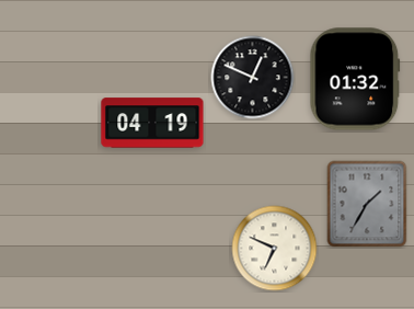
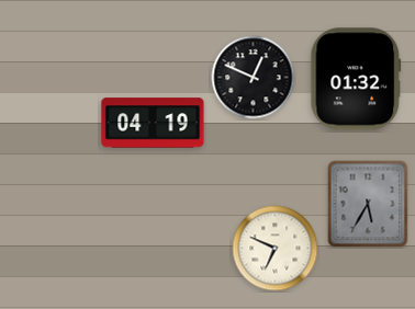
clock at (367, 204): 1:35 -> 5:35
